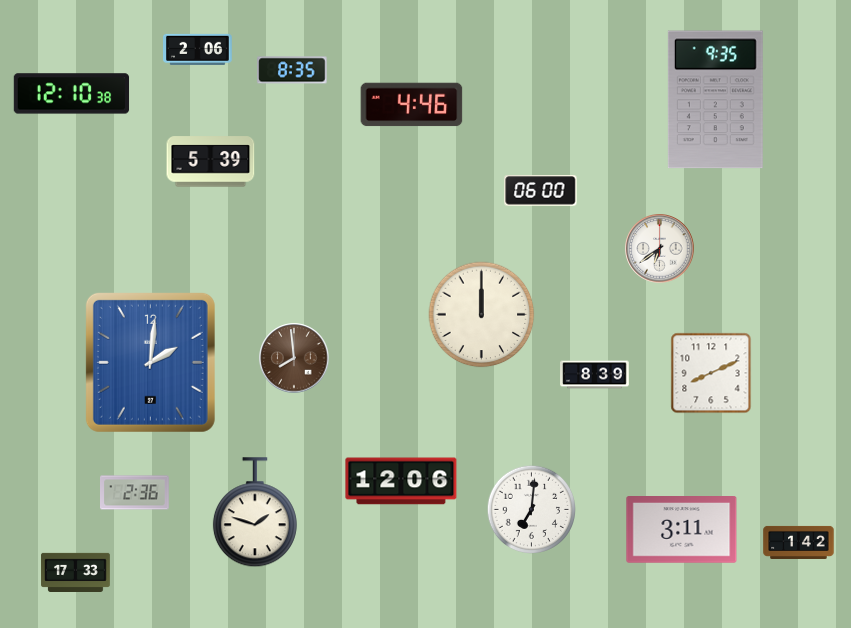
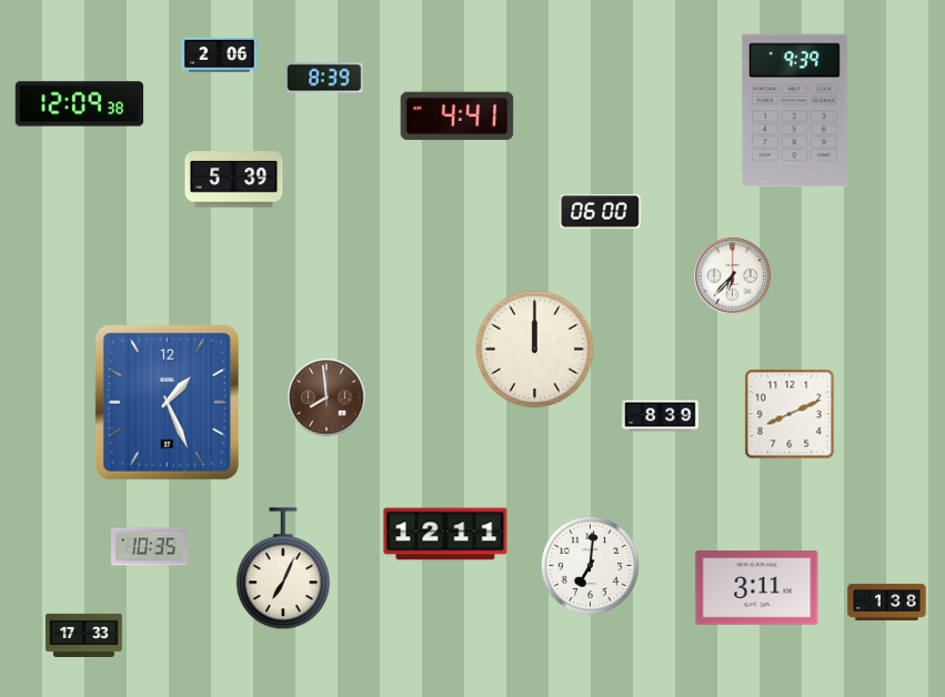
clock at (292, 70): 8:35 -> 8:39
clock at (72, 94): 12:10 -> 12:09
clock at (715, 100): 9:35 -> 9:39
clock at (412, 105): 4:46 -> 4:41
clock at (660, 249): 6:39 -> 6:37
clock at (150, 362): 2:01 -> 1:26
clock at (401, 481): 12:06 -> 12:11
clock at (135, 493): 2:36 -> 10:35
clock at (255, 513): 1:48 -> 7:04
clock at (799, 542): 1:42 -> 1:38
